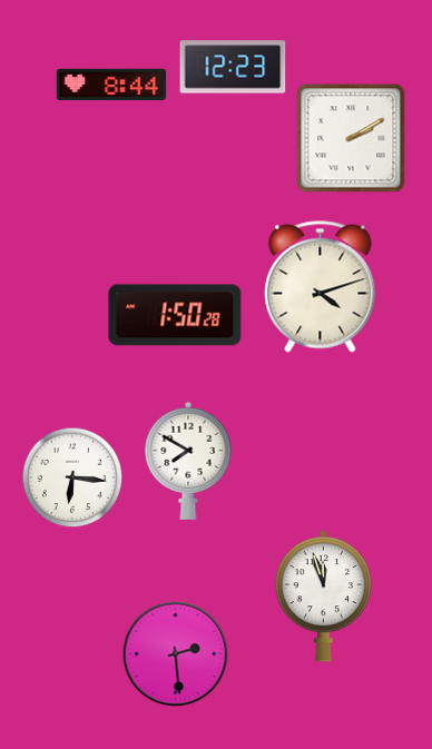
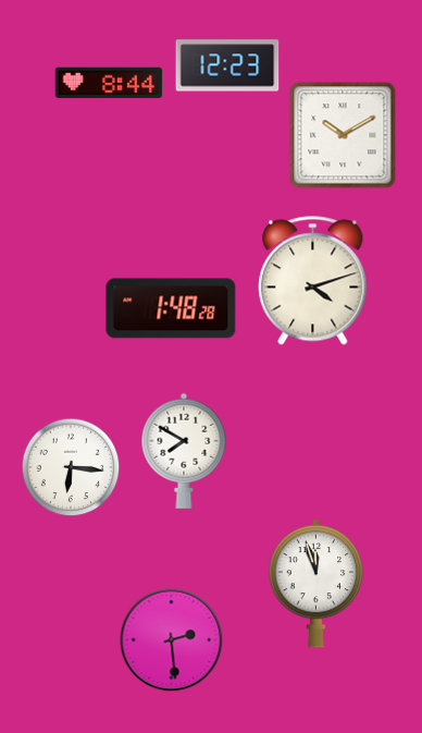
clock at (351, 138): 2:10 -> 10:10
clock at (175, 315): 1:50 -> 1:48
